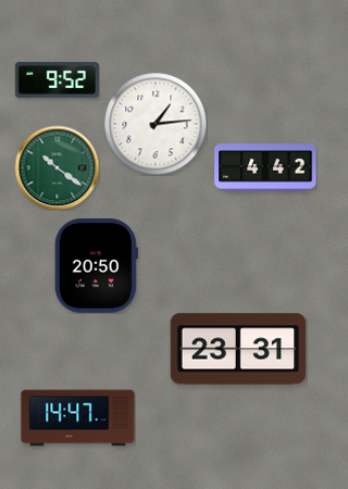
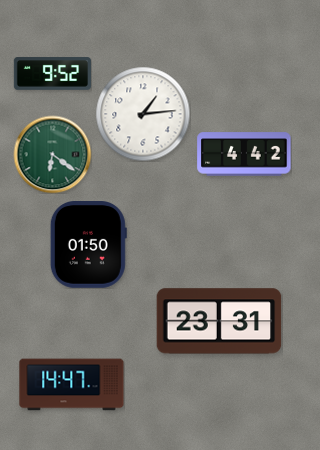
clock at (57, 167): 10:21 -> 6:21
clock at (96, 266): 20:50 -> 01:50
